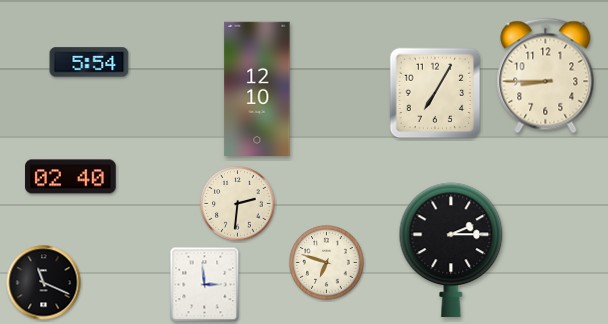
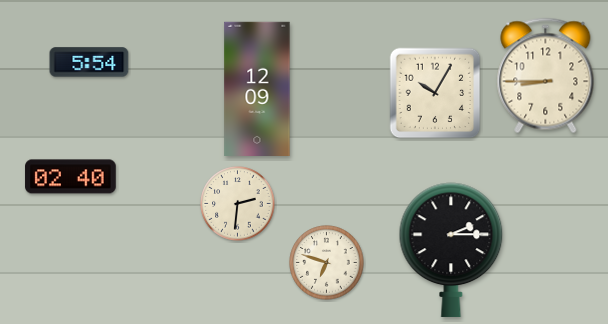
clock at (257, 88): 12:10 -> 12:09
clock at (435, 93): 7:05 -> 10:05
clock at (44, 283): 11:19 -> none
clock at (205, 285): 2:59 -> none
